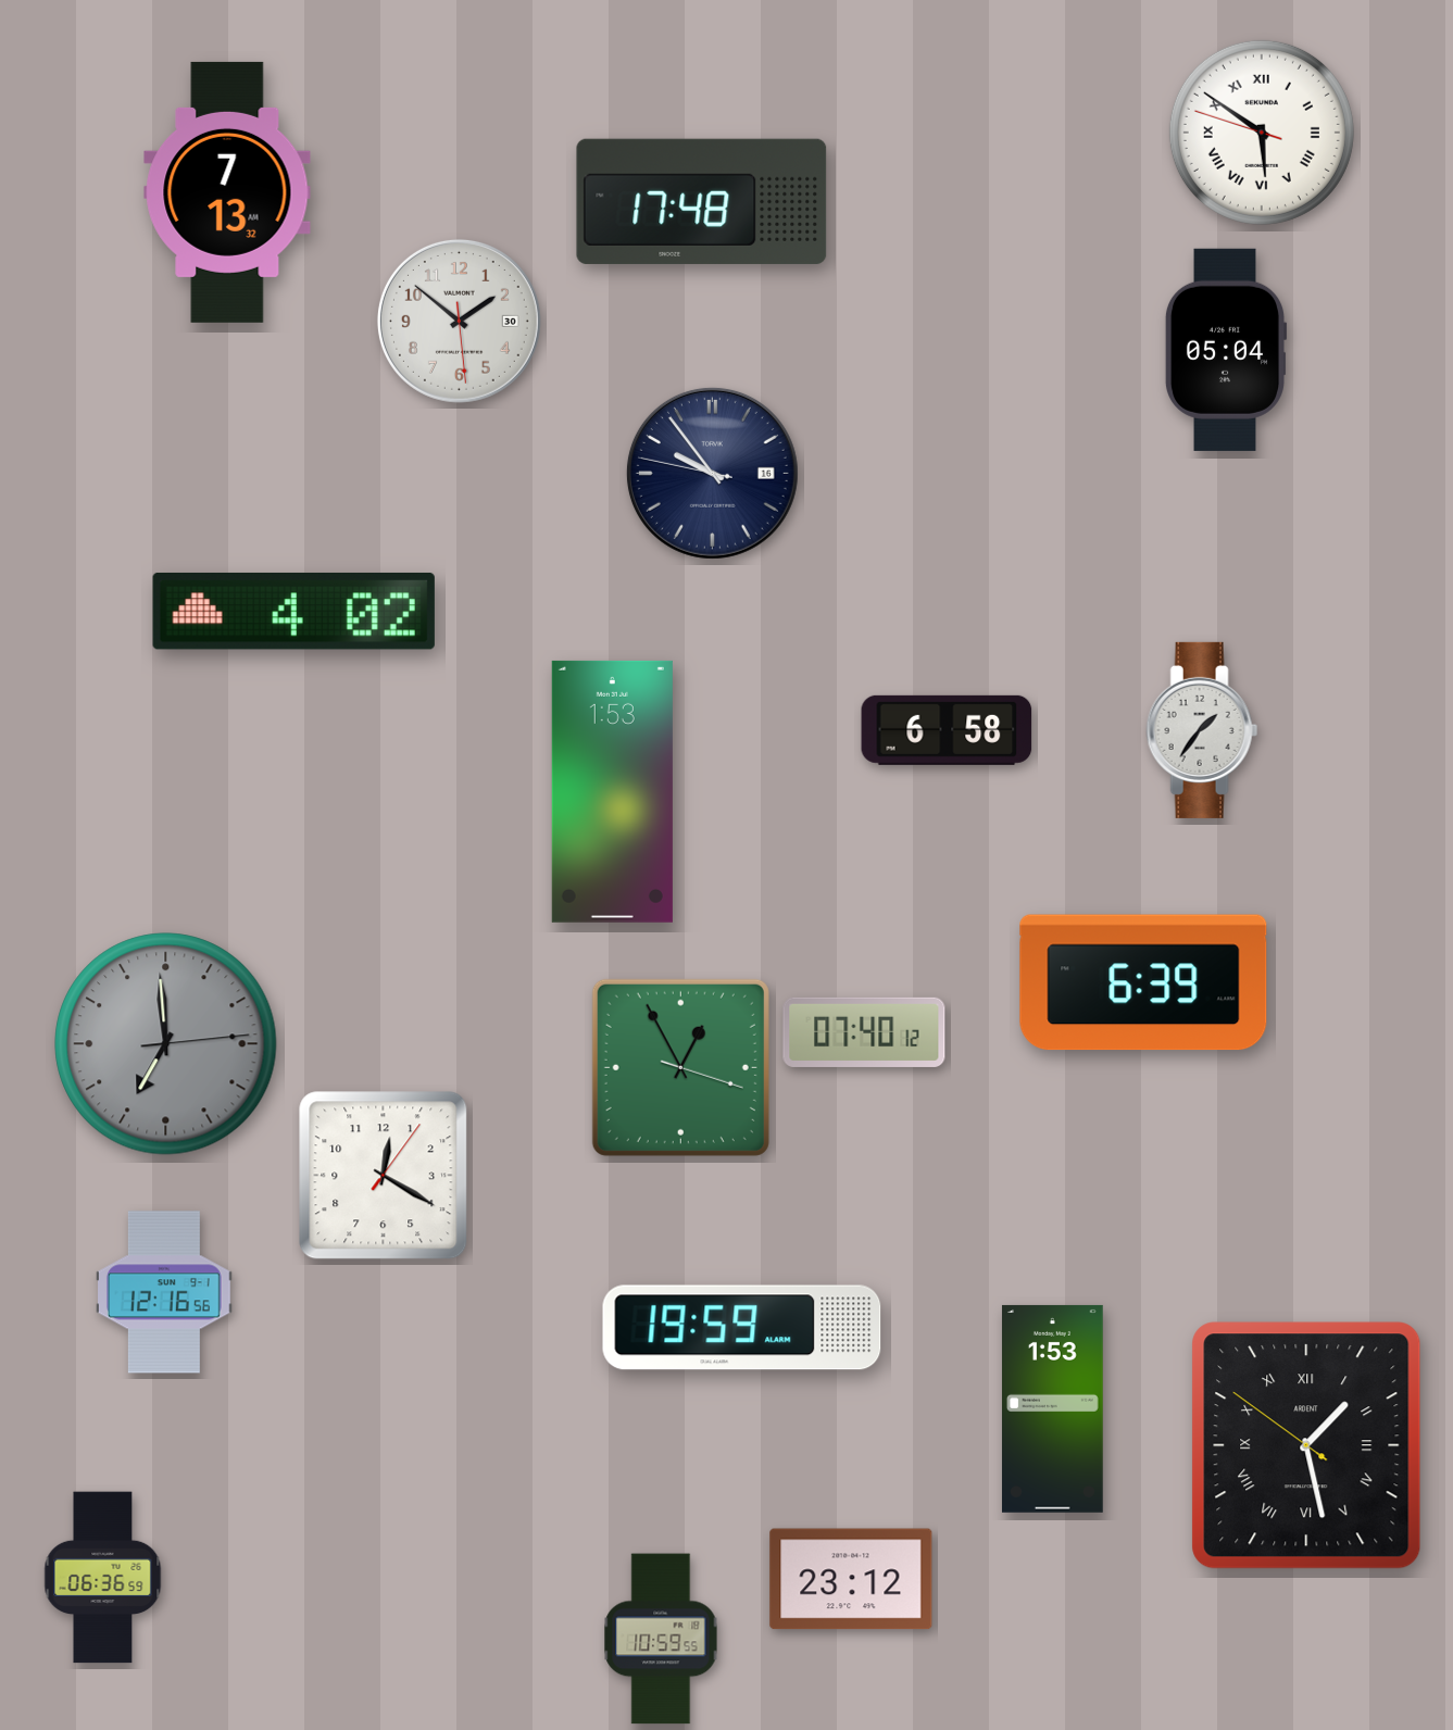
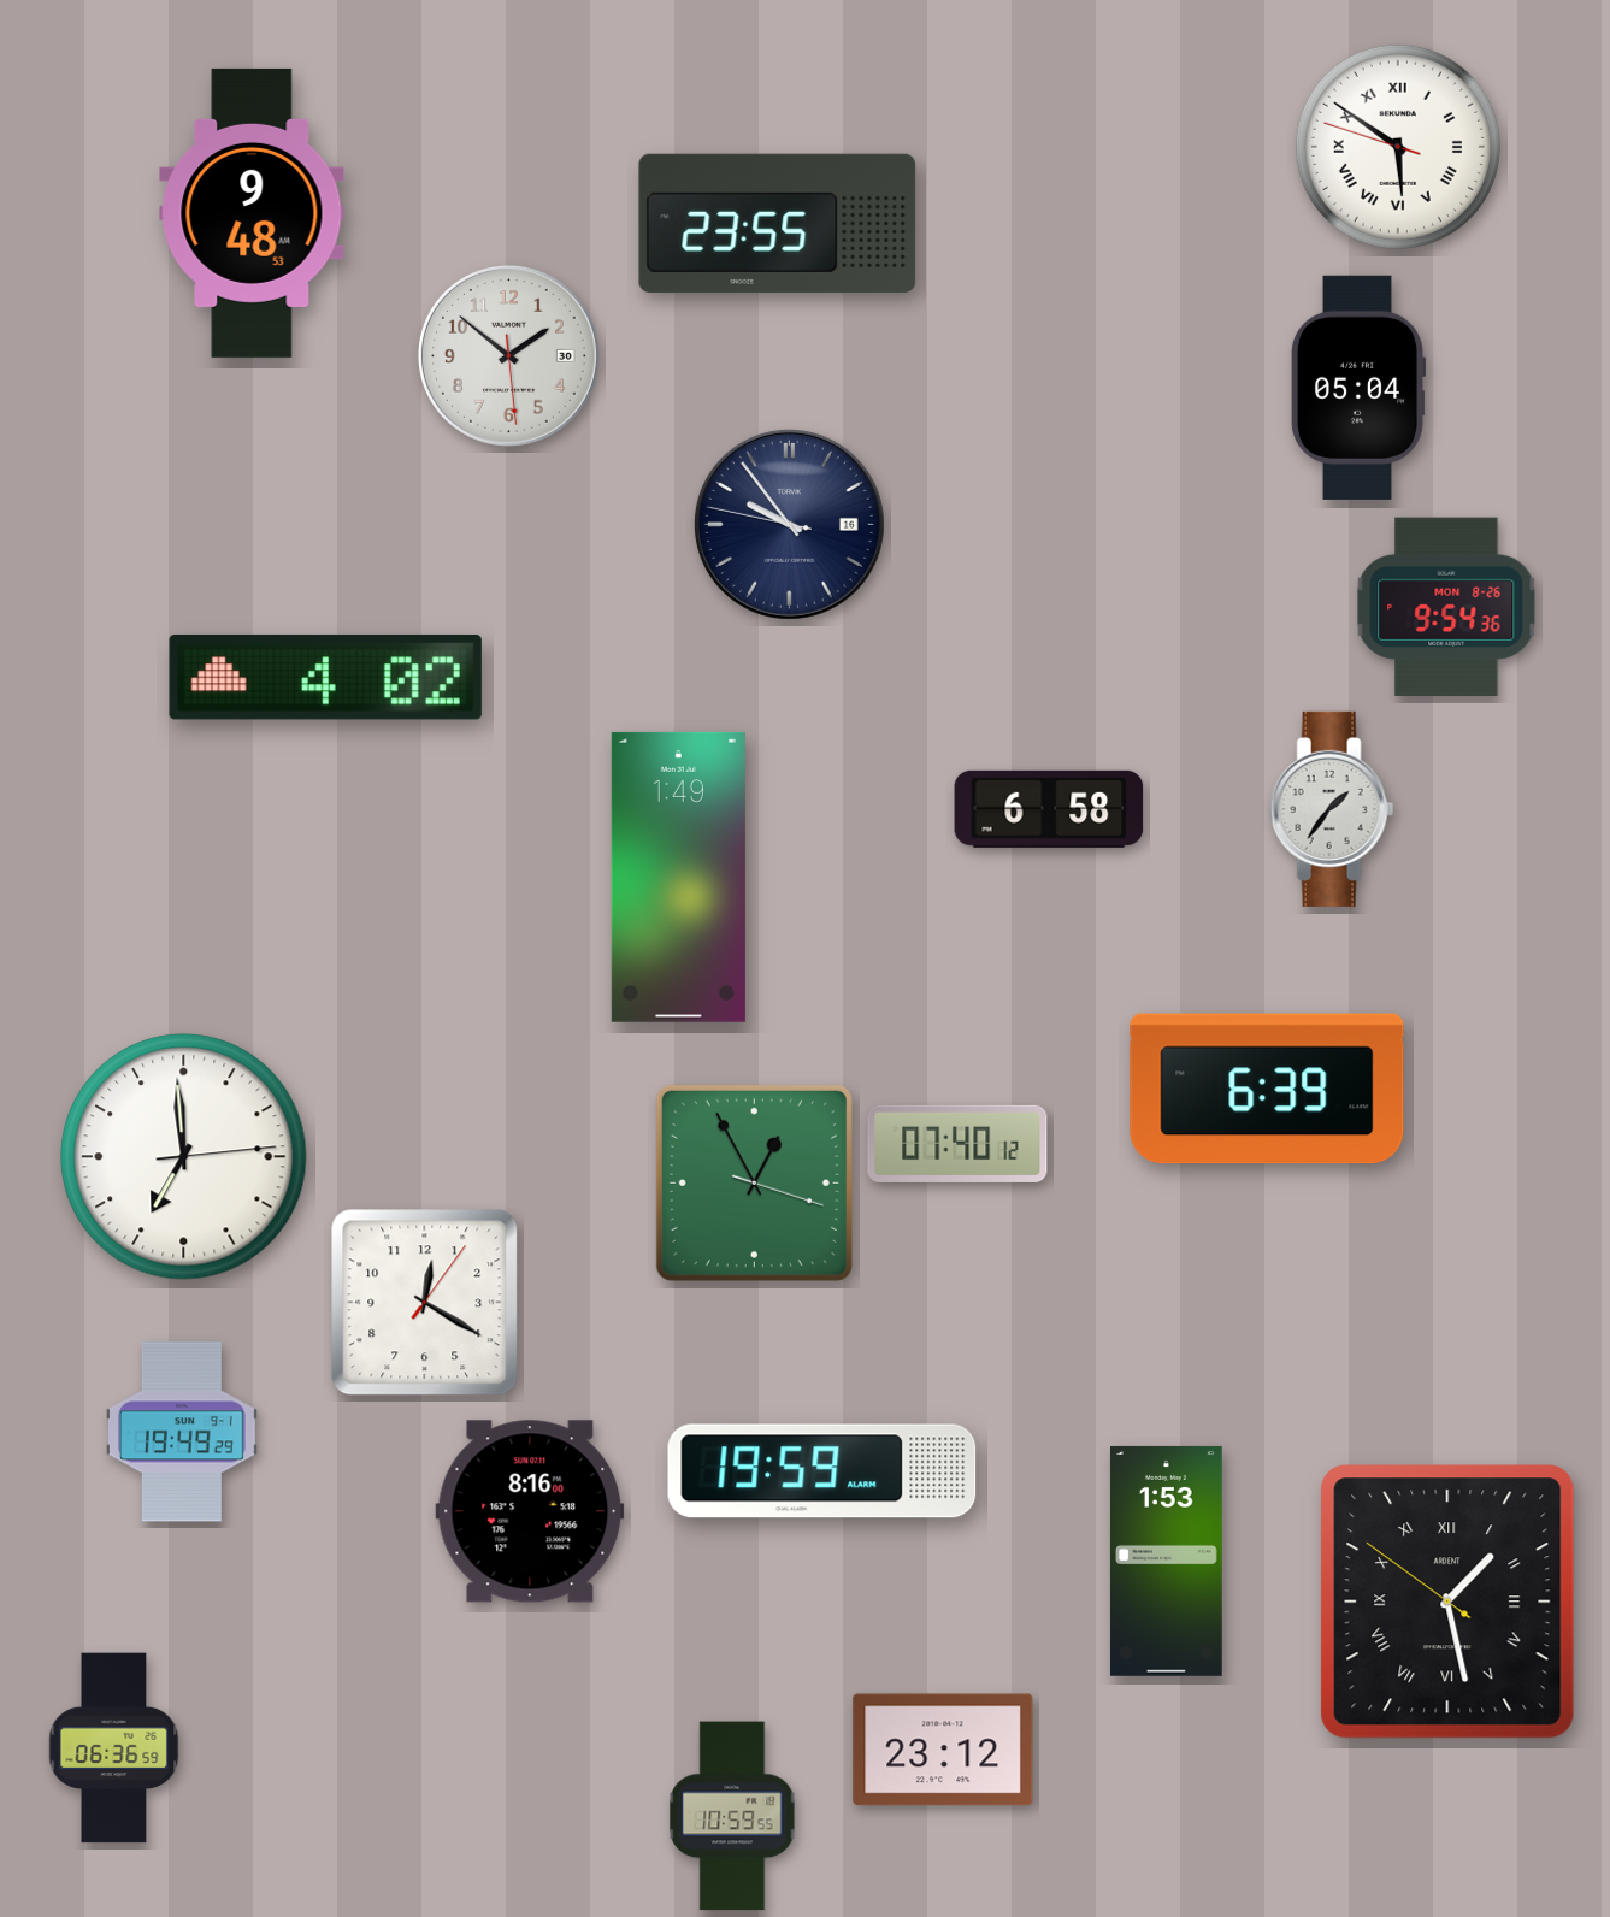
clock at (227, 192): 7:13 -> 9:48
clock at (702, 201): 17:48 -> 23:55
clock at (1446, 607): none -> 9:54
clock at (612, 791): 1:53 -> 1:49
clock at (166, 1044) dial: grey -> white
clock at (165, 1292): 12:16 -> 19:49
clock at (530, 1511): none -> 8:16
